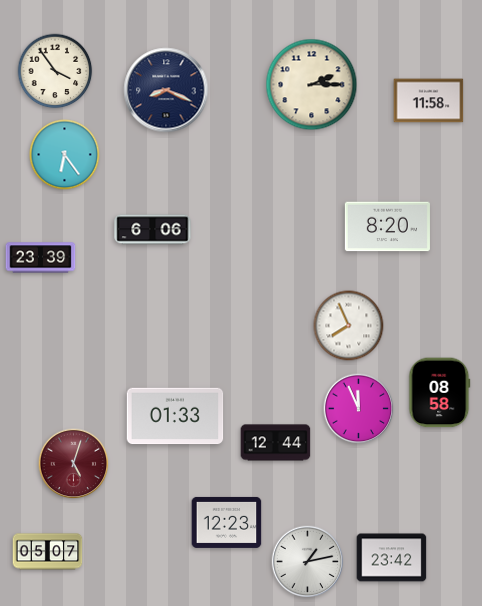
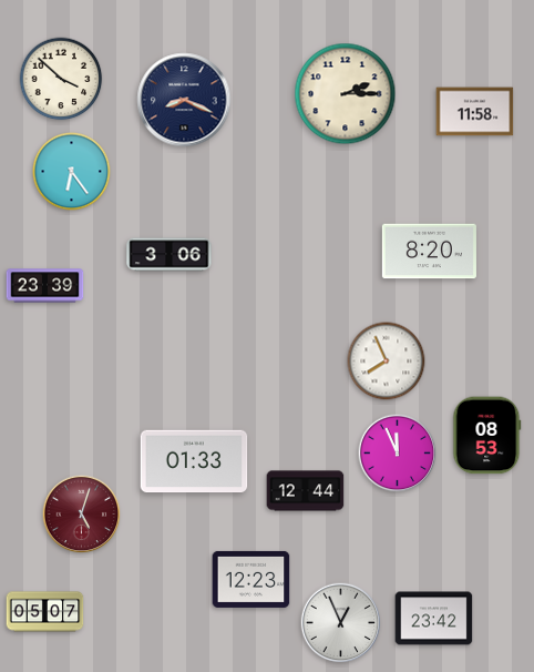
clock at (55, 71): 3:54 -> 3:52
clock at (153, 230): 6:06 -> 3:06
clock at (440, 393): 08:58 -> 08:53
clock at (48, 552) position: (48, 552) -> (45, 612)
clock at (308, 562): 1:13 -> 12:56
